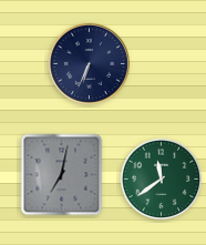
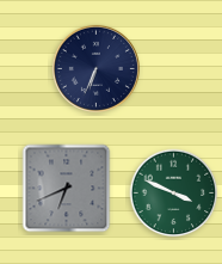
clock at (62, 175): 7:02 -> 6:41
clock at (162, 180): 11:39 -> 3:49
